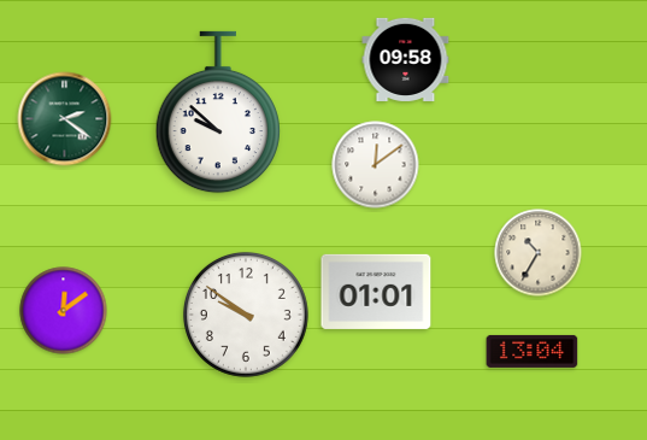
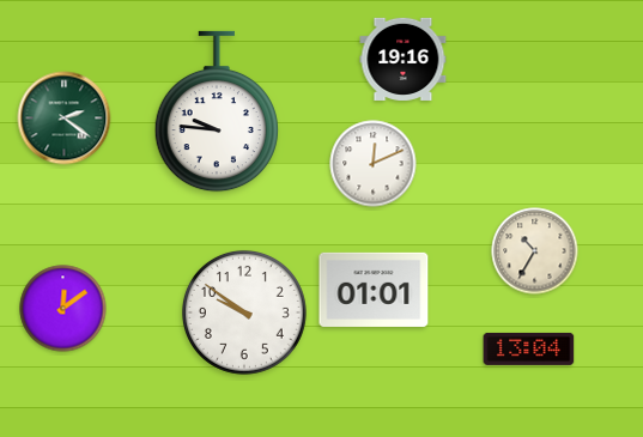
clock at (406, 59): 09:58 -> 19:16
clock at (218, 112): 9:52 -> 9:46
clock at (376, 165): 12:09 -> 12:11
